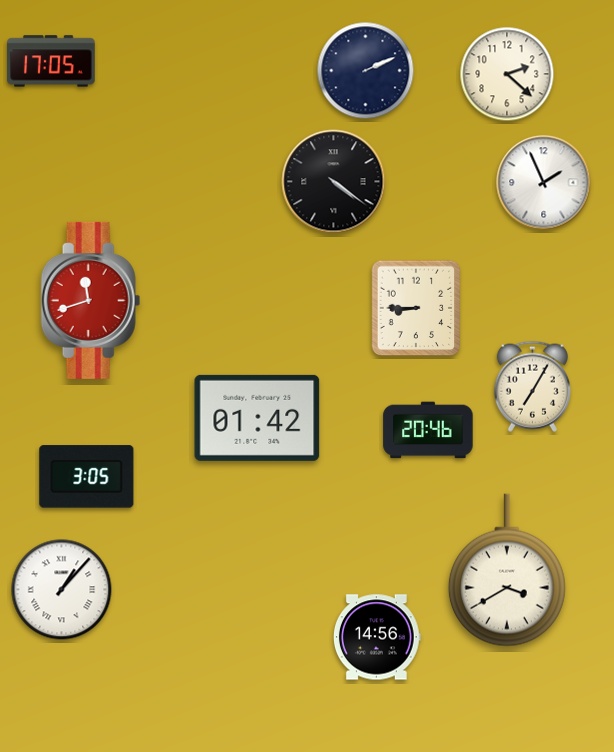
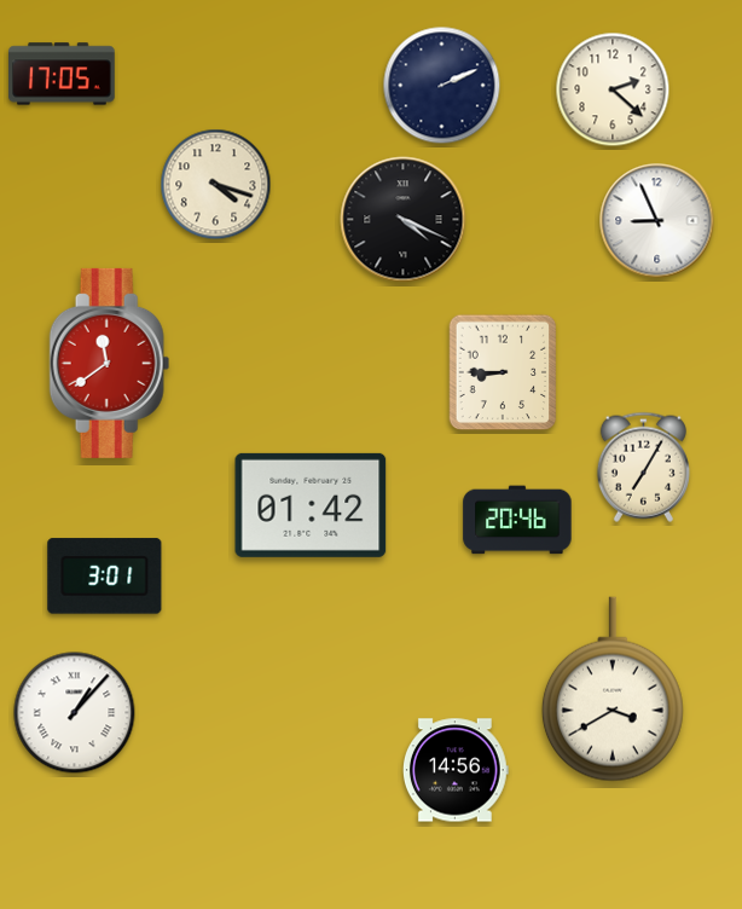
clock at (216, 185): none -> 4:18
clock at (334, 182): 4:21 -> 4:19
clock at (544, 183): 1:56 -> 8:56
clock at (91, 300): 11:42 -> 11:39
clock at (87, 477): 3:05 -> 3:01
